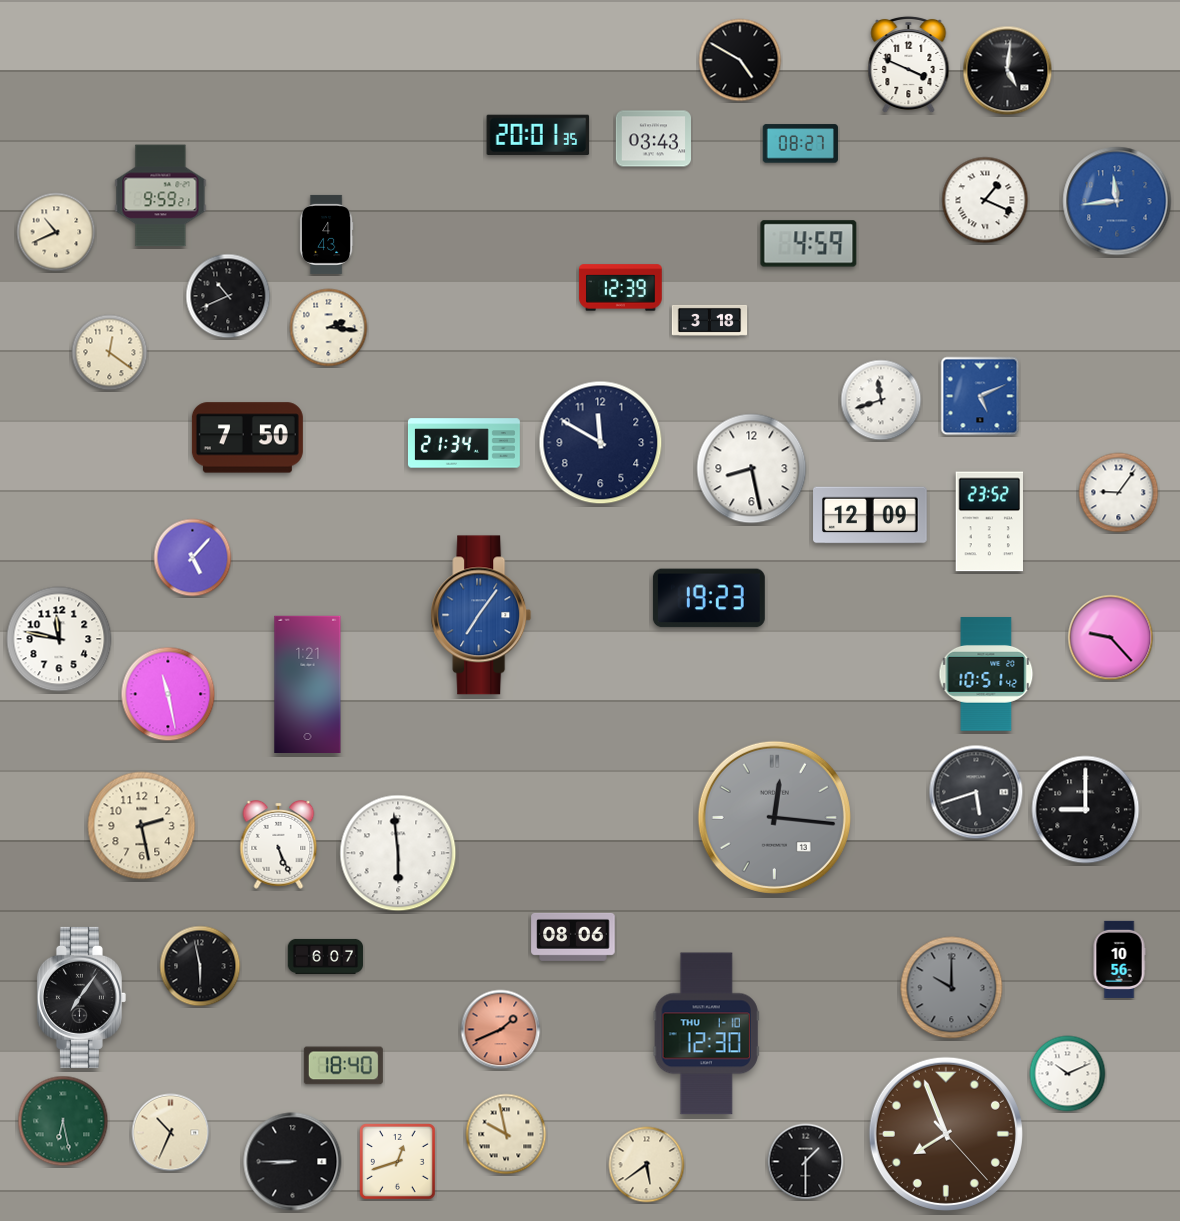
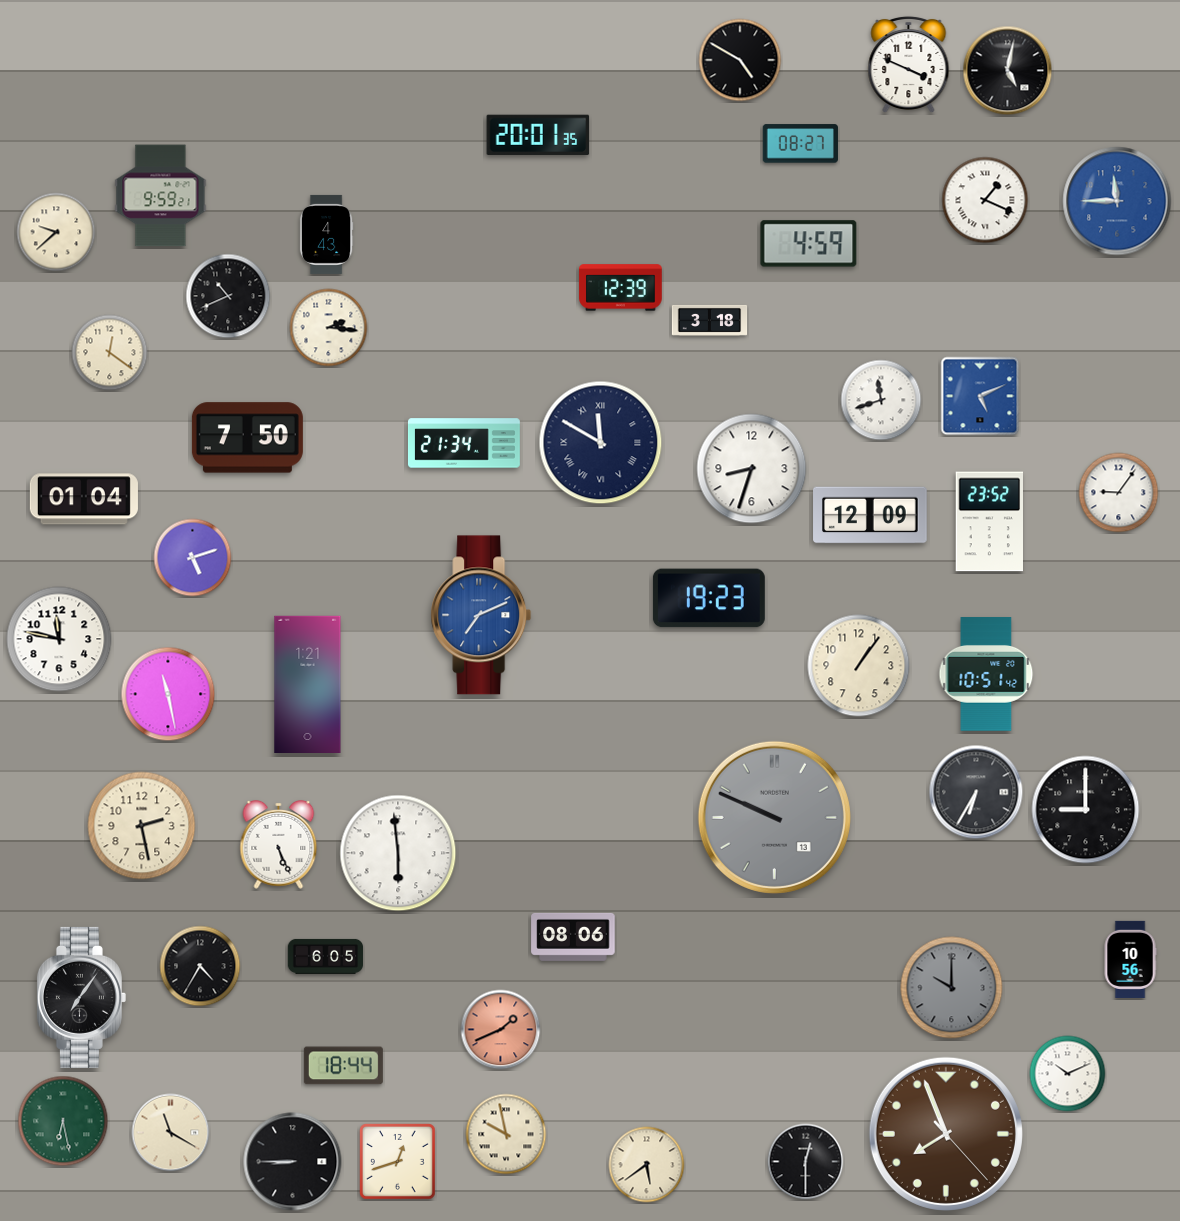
clock at (1008, 71): 5:01 -> 5:02
clock at (654, 139): 03:43 -> none
clock at (1117, 201): 11:44 -> 11:45
clock at (56, 232): 10:41 -> 9:38
clock at (601, 443) numerals: Arabic -> Roman
clock at (752, 469): 8:28 -> 8:33
clock at (84, 499): none -> 01:04
clock at (193, 558): 5:07 -> 5:12
clock at (481, 615): 7:06 -> 7:11
clock at (1111, 638): 9:23 -> none
clock at (859, 666): none -> 1:06
clock at (976, 792): 5:42 -> 6:35
clock at (774, 817): 12:16 -> 9:49
clock at (326, 956): 6:07 -> 6:05
clock at (1119, 959) position: (1119, 959) -> (1130, 959)
clock at (200, 966): 5:58 -> 4:35
clock at (706, 1034): 12:30 -> none
clock at (343, 1066): 18:40 -> 18:44
clock at (171, 1133): 10:34 -> 11:20
clock at (806, 1162): 1:30 -> 12:30
